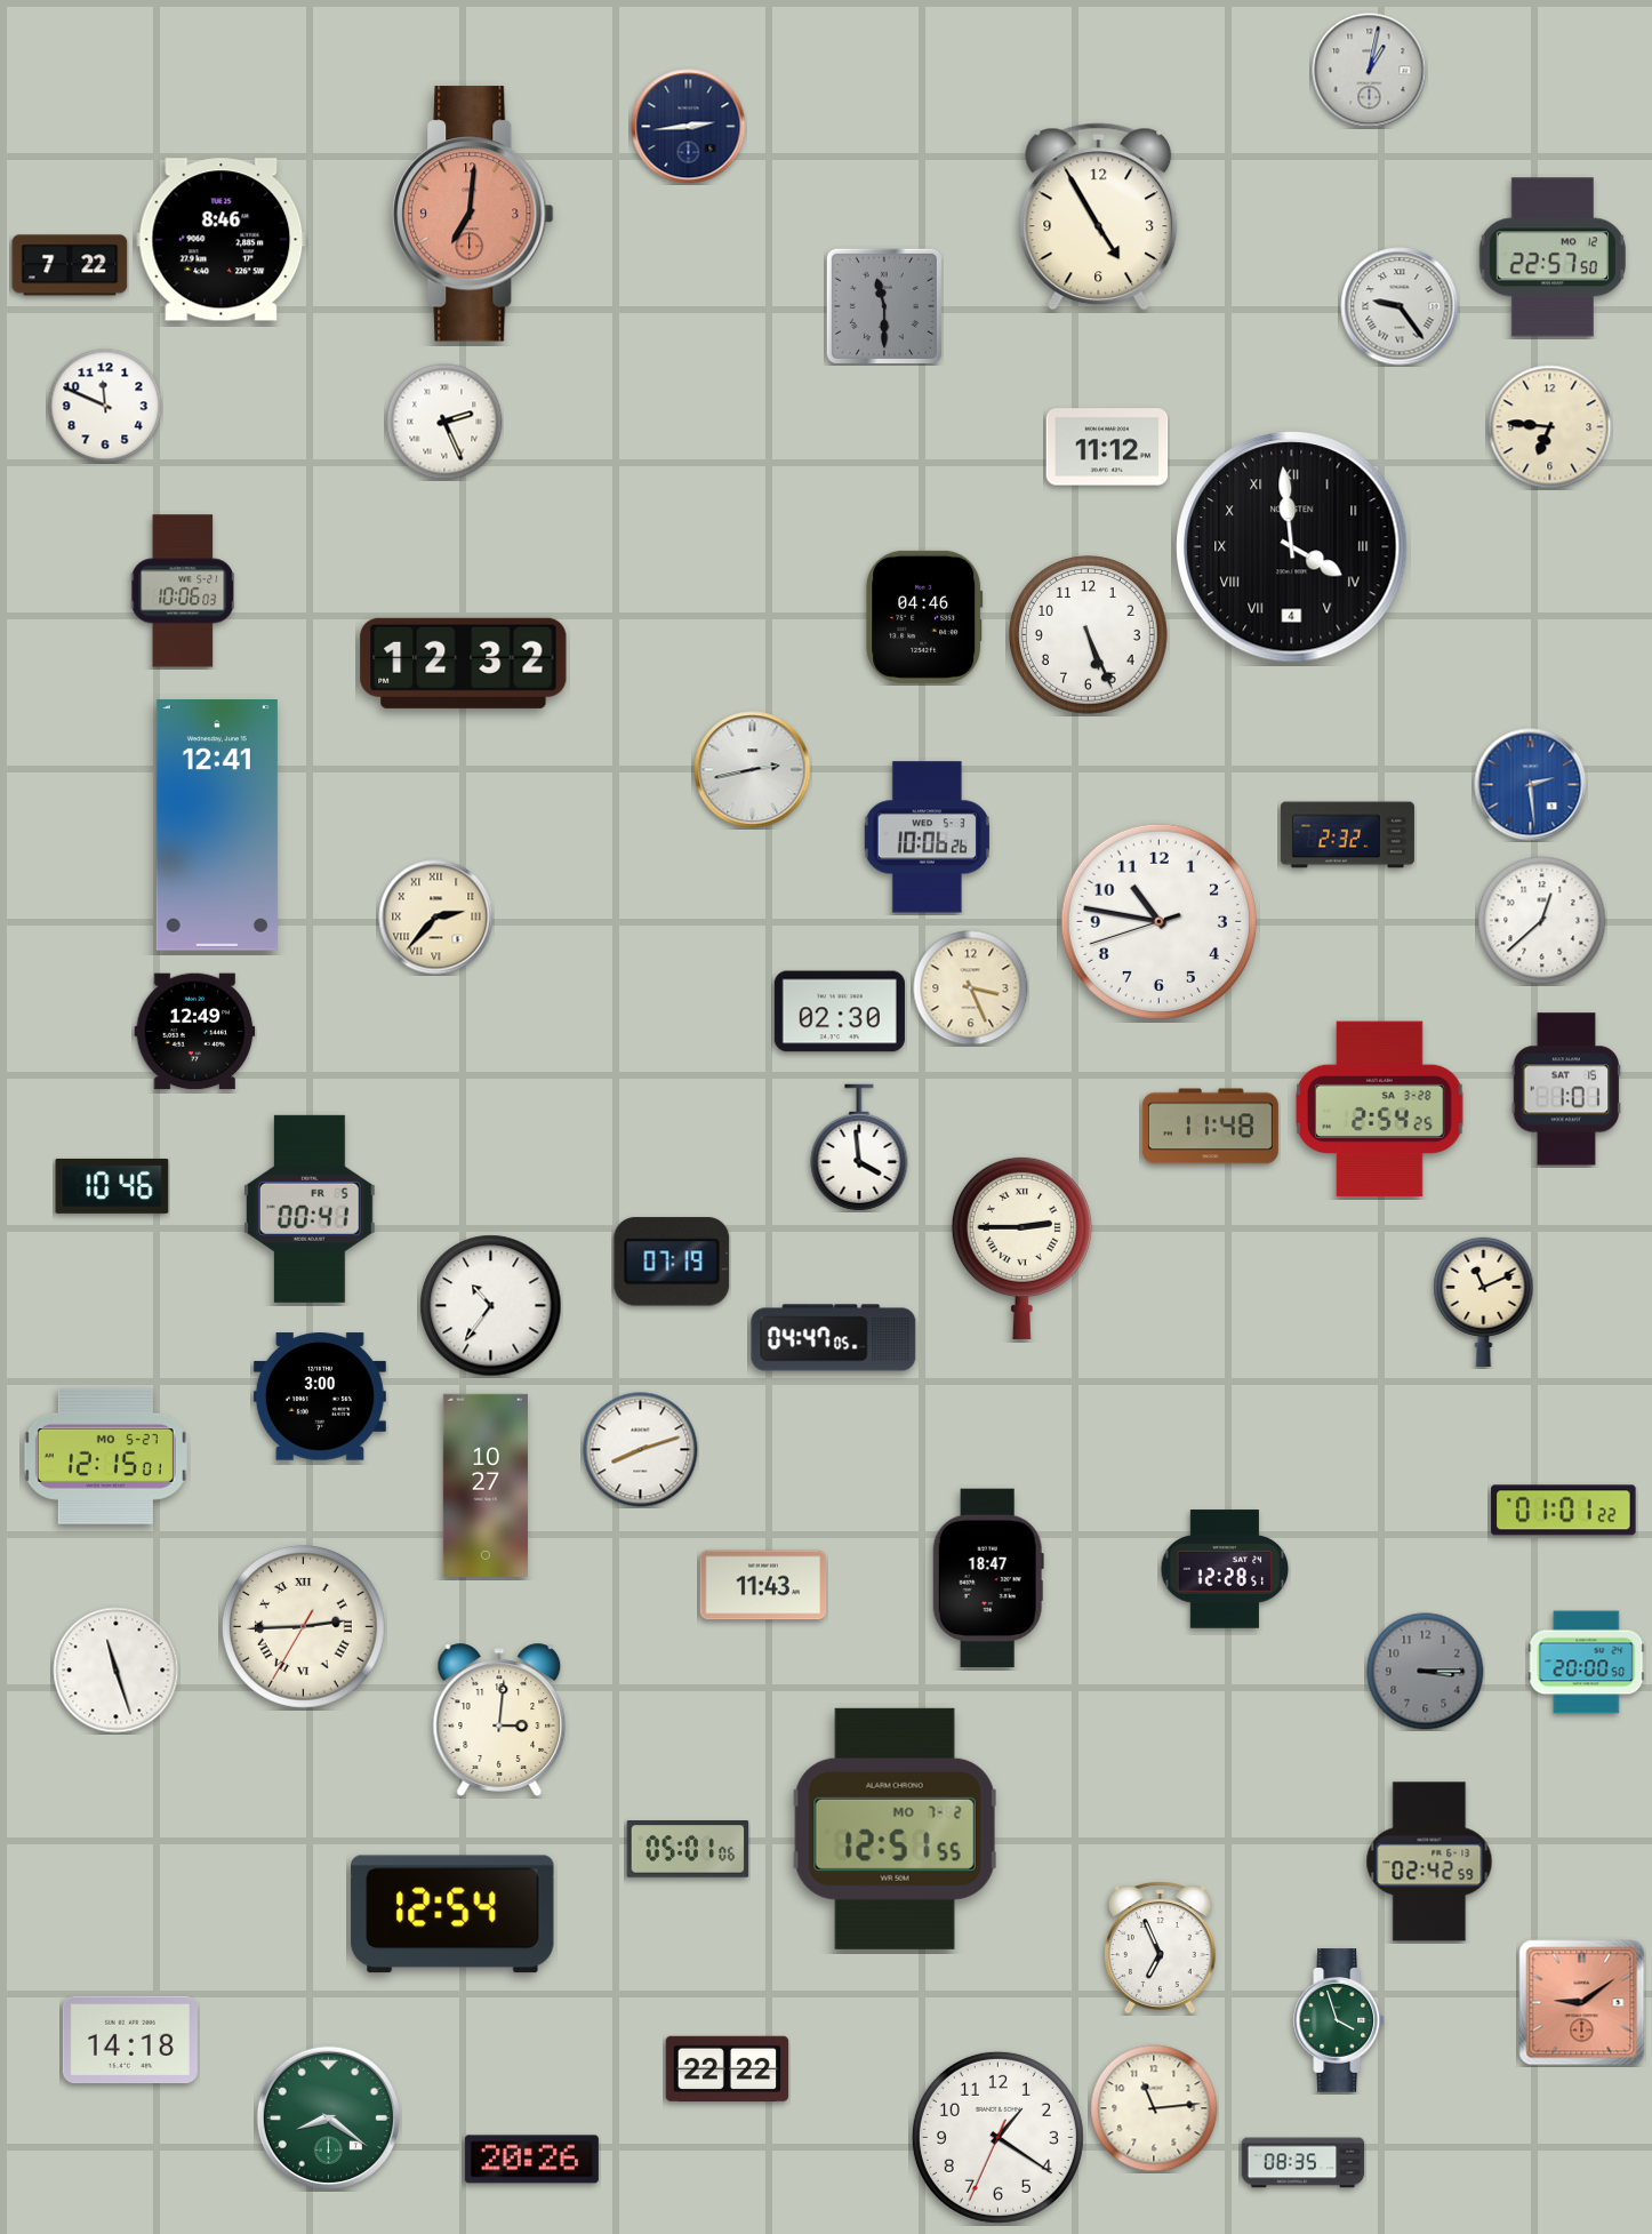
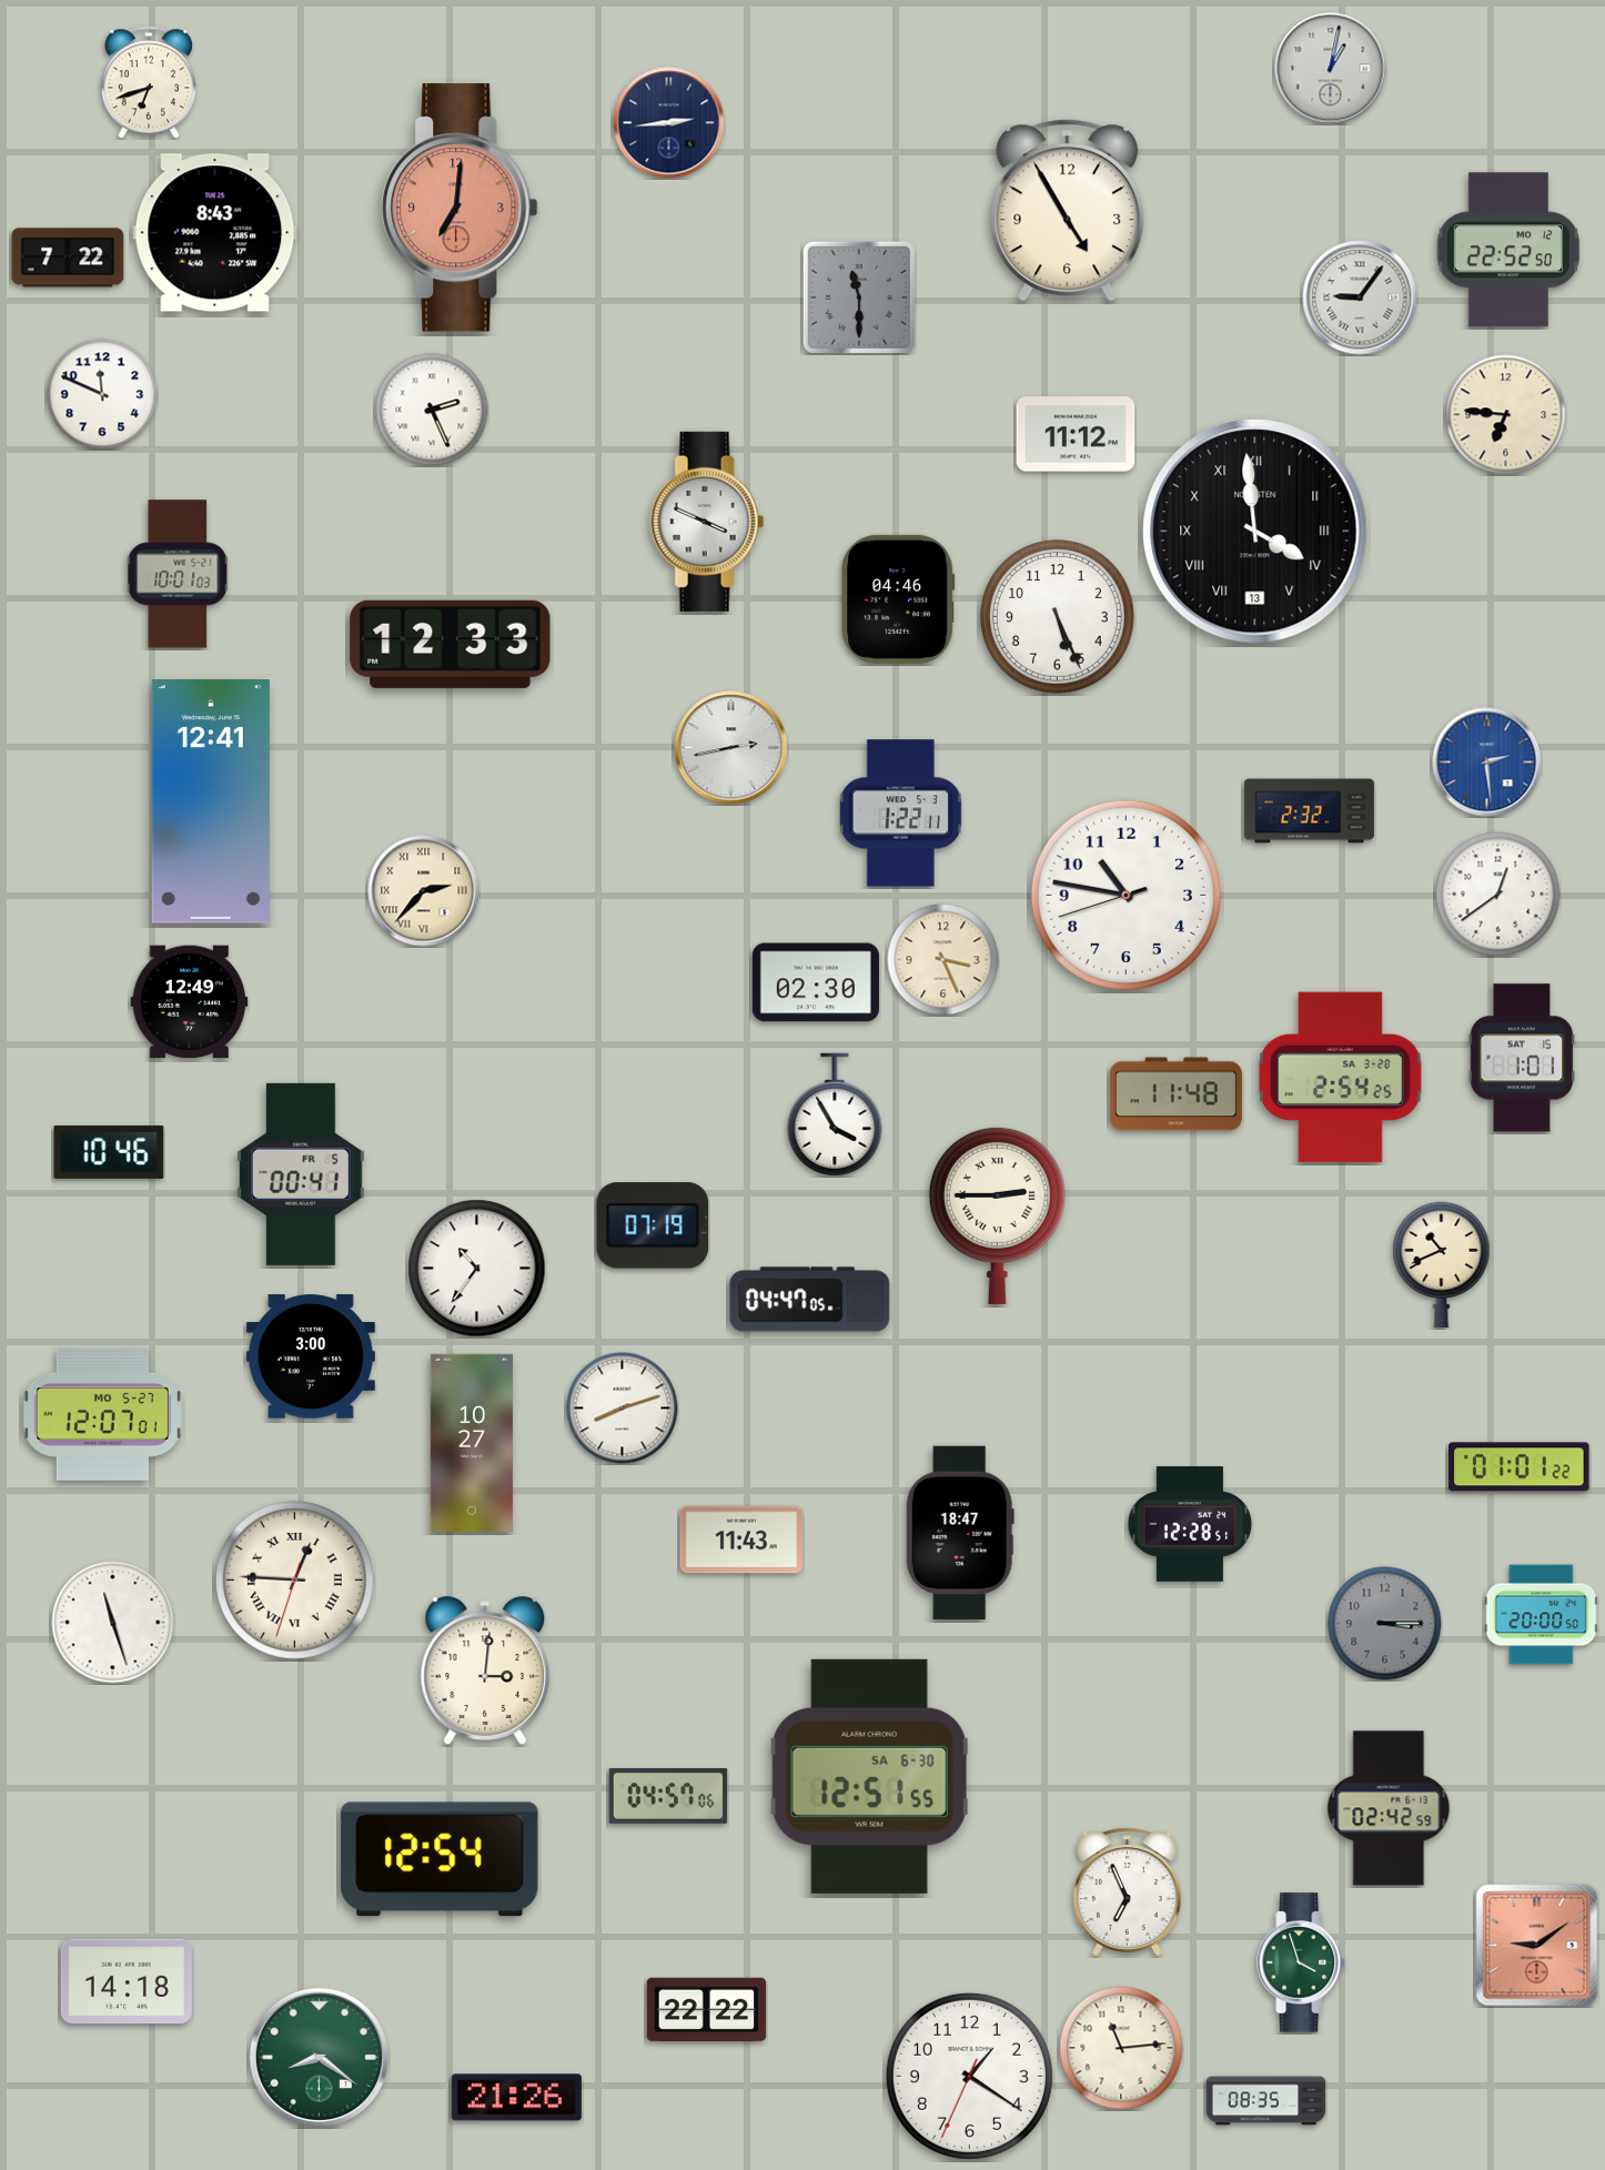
clock at (149, 82): none -> 6:42
clock at (222, 240): 8:46 -> 8:43
clock at (1553, 257): 22:57 -> 22:52
clock at (1400, 306): 9:24 -> 9:06
clock at (707, 522): none -> 3:49
clock at (1292, 547) date: 4 -> 13
clock at (183, 591): 10:06 -> 10:01
clock at (464, 663): 12:32 -> 12:33
clock at (927, 838): 10:06 -> 1:22
clock at (1542, 921): 12:38 -> 12:39
clock at (859, 1147): 3:59 -> 3:55
clock at (1021, 1248) position: (1021, 1248) -> (997, 1215)
clock at (1484, 1302): 11:11 -> 10:41
clock at (105, 1456): 12:15 -> 12:07
clock at (303, 1626): 2:44 -> 12:45
clock at (896, 1828) date: MO 7-2 -> SA 6-30
clock at (688, 1850): 05:01 -> 04:57
clock at (531, 2160): 20:26 -> 21:26
